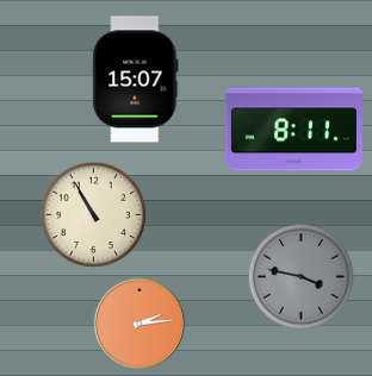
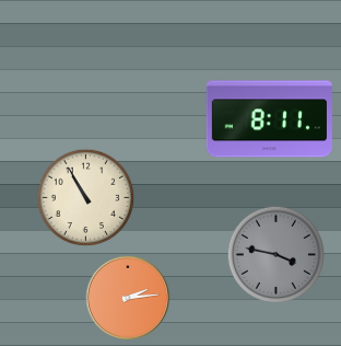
clock at (136, 80): 15:07 -> none
